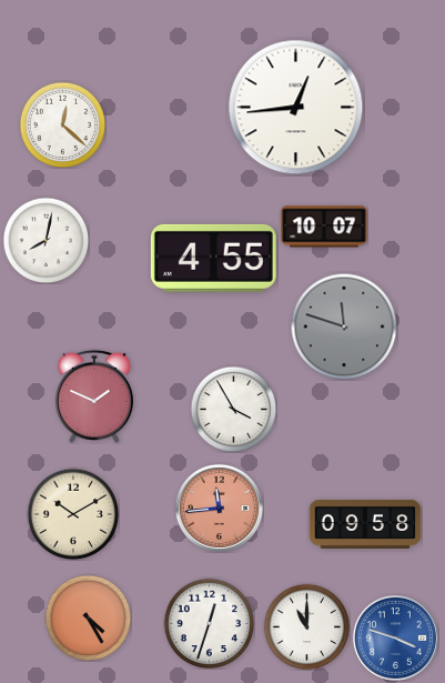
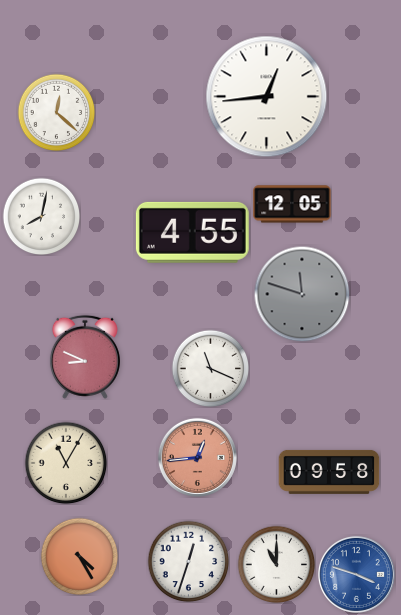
clock at (324, 227): 10:07 -> 12:05
clock at (344, 327) position: (344, 327) -> (302, 294)
clock at (94, 396): 1:49 -> 8:49
clock at (233, 409): 3:55 -> 11:19
clock at (219, 508): 11:44 -> 12:44
clock at (73, 514): 10:10 -> 11:05
